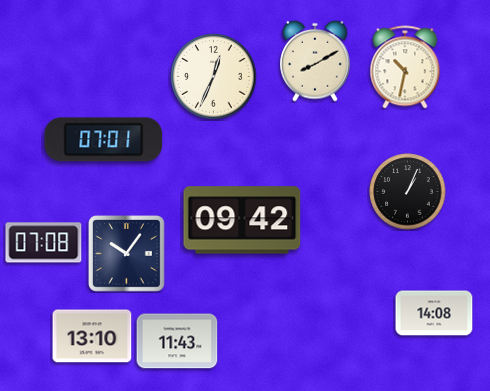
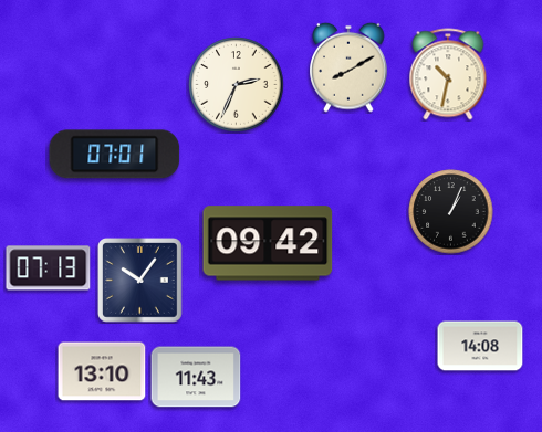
clock at (214, 77): 12:34 -> 2:34
clock at (44, 243): 07:08 -> 07:13
